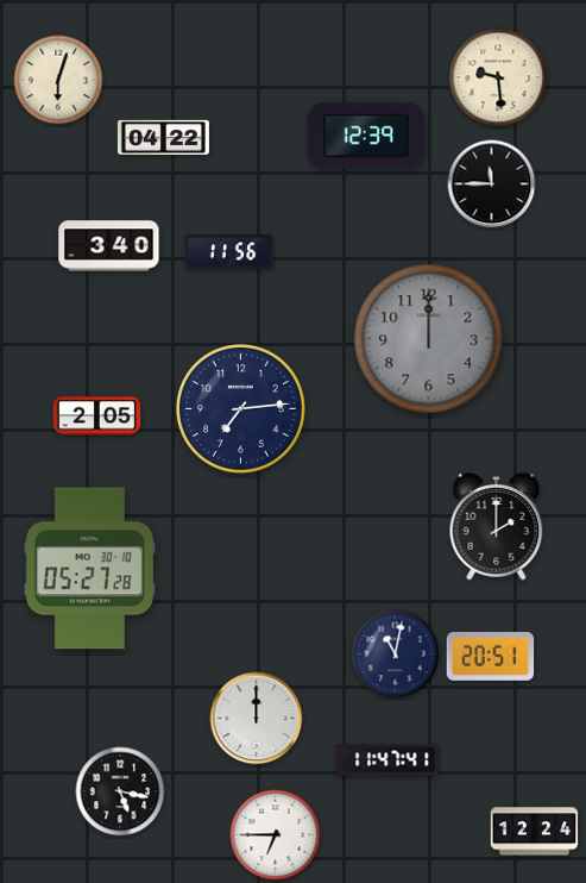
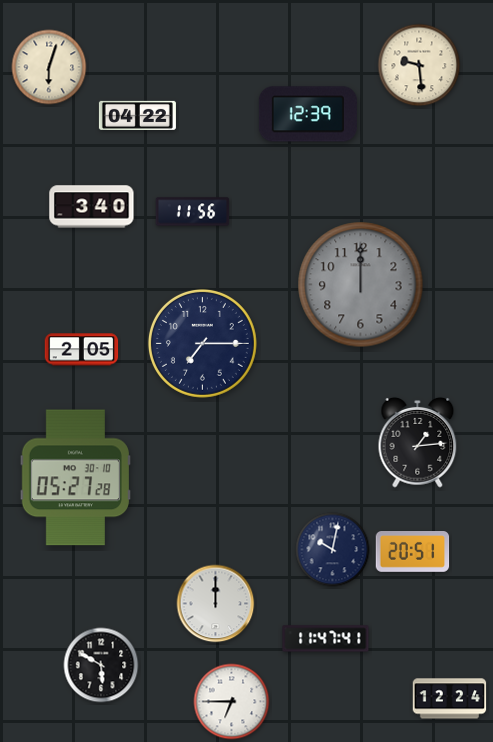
clock at (492, 184): 11:45 -> none
clock at (240, 408): 7:14 -> 7:15
clock at (497, 526): 2:00 -> 1:14
clock at (396, 655): 11:02 -> 10:02
clock at (120, 791): 5:17 -> 5:50
